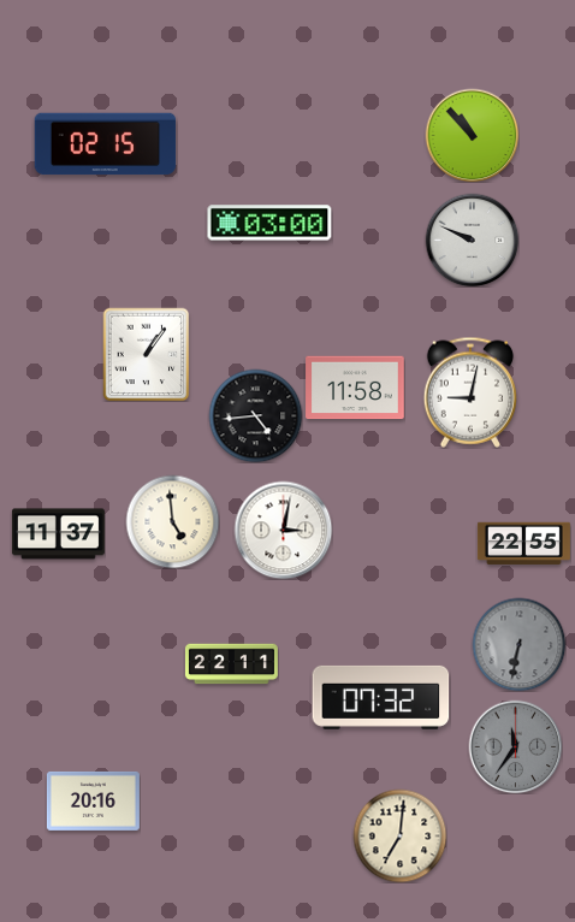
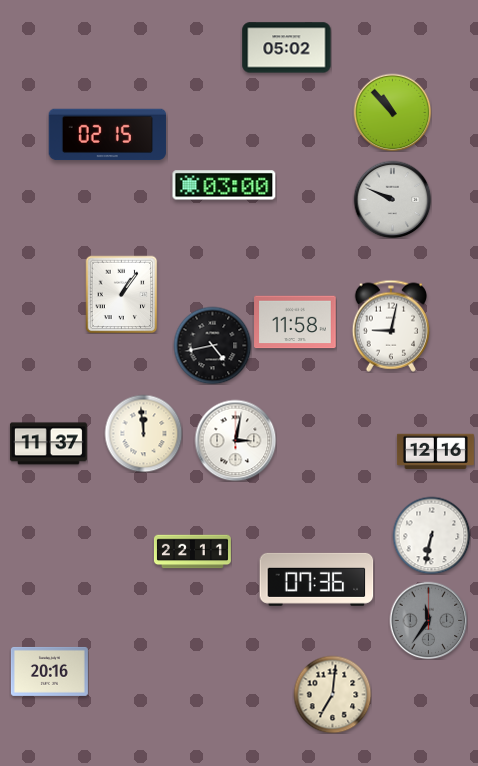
clock at (287, 48): none -> 05:02
clock at (106, 144) position: (106, 144) -> (108, 135)
clock at (255, 415): 4:44 -> 4:43
clock at (172, 521): 4:59 -> 11:59
clock at (523, 543): 22:55 -> 12:16
clock at (518, 644) dial: grey -> white
clock at (381, 697): 07:32 -> 07:36
clock at (93, 800) position: (93, 800) -> (49, 671)
